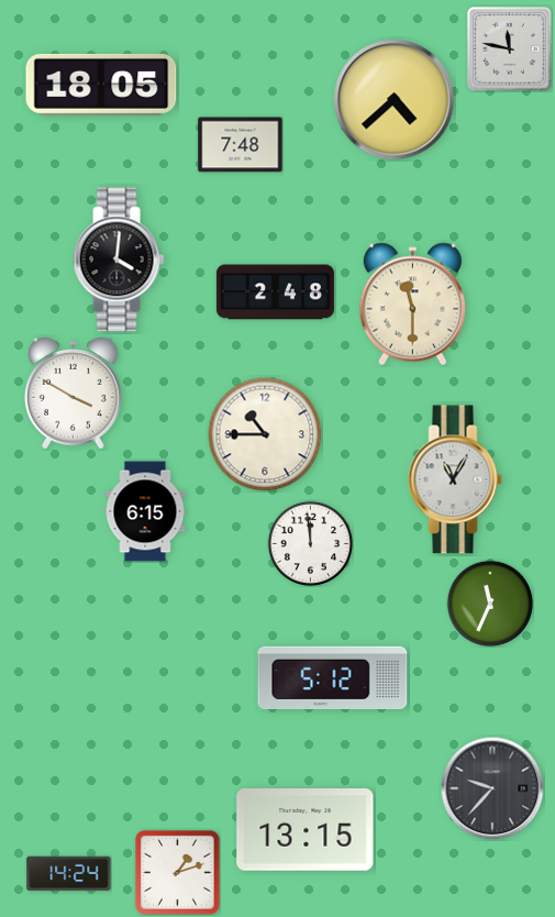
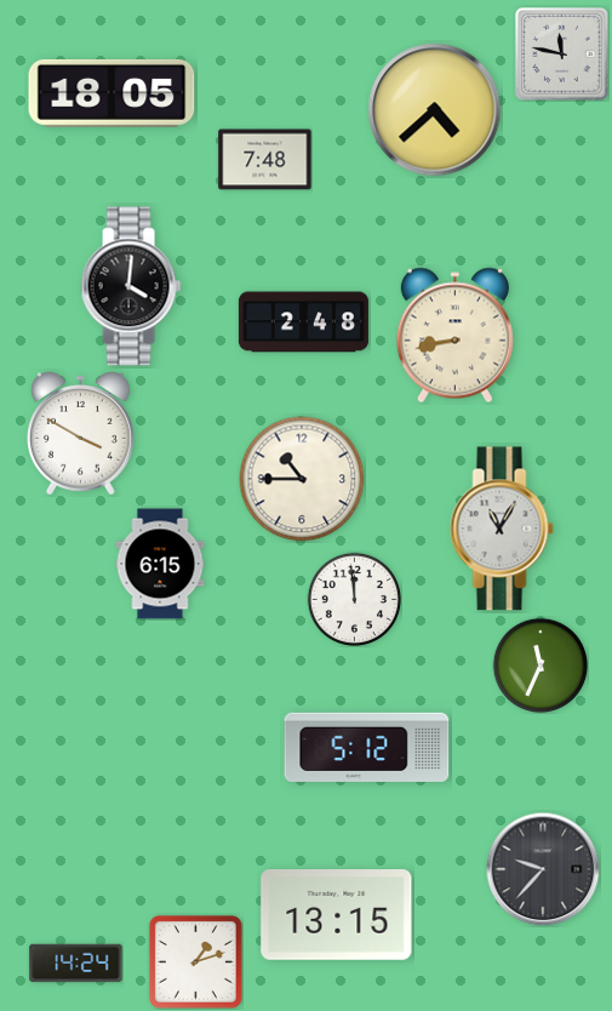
clock at (412, 305): 11:30 -> 8:43
clock at (265, 434) position: (265, 434) -> (302, 479)
clock at (310, 543) position: (310, 543) -> (354, 599)
